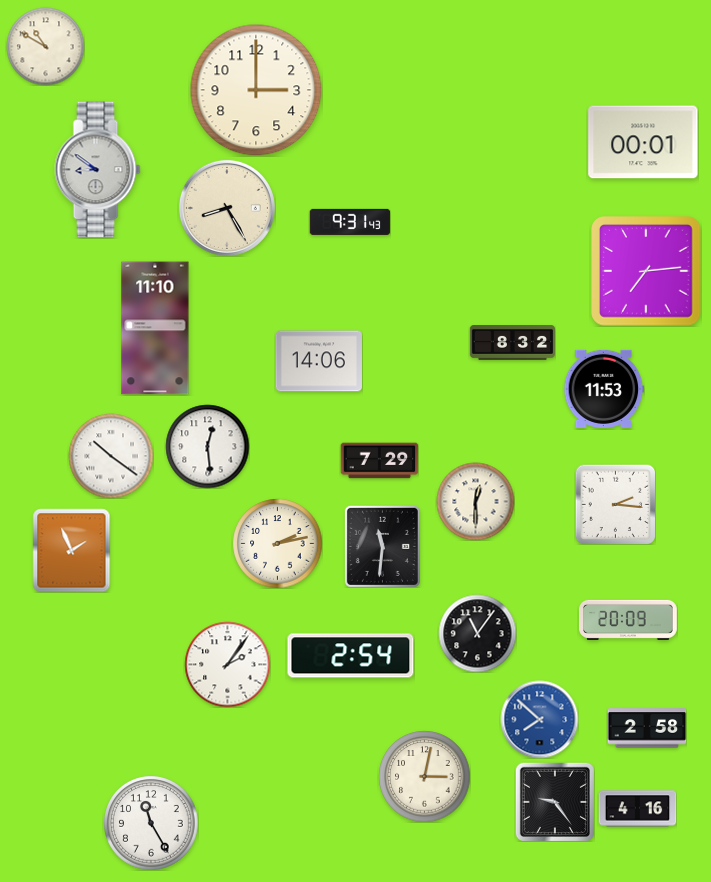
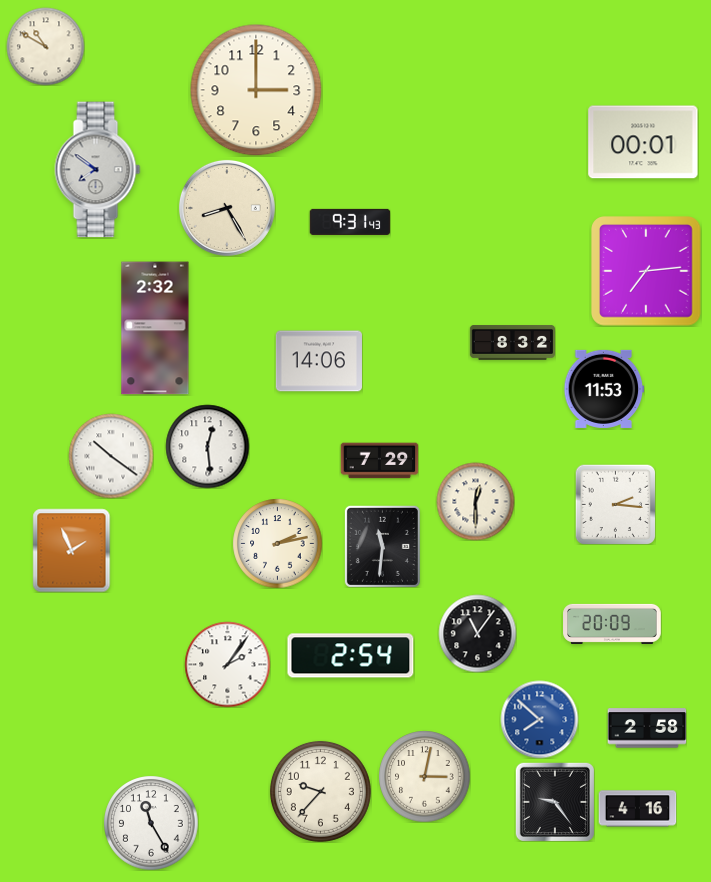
clock at (98, 170): 8:51 -> 7:51
clock at (155, 328): 11:10 -> 2:32
clock at (628, 620) position: (628, 620) -> (612, 624)
clock at (320, 791): none -> 9:37
